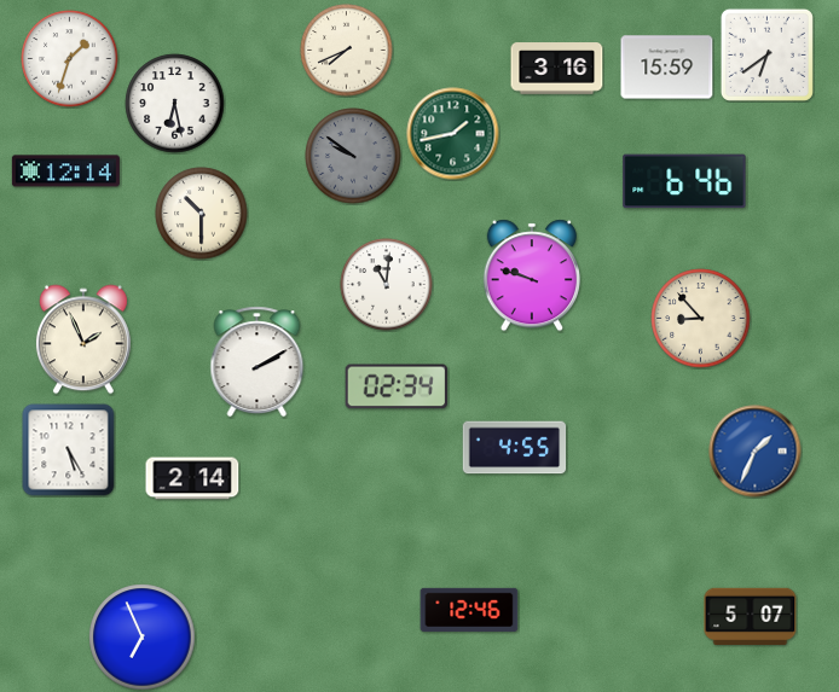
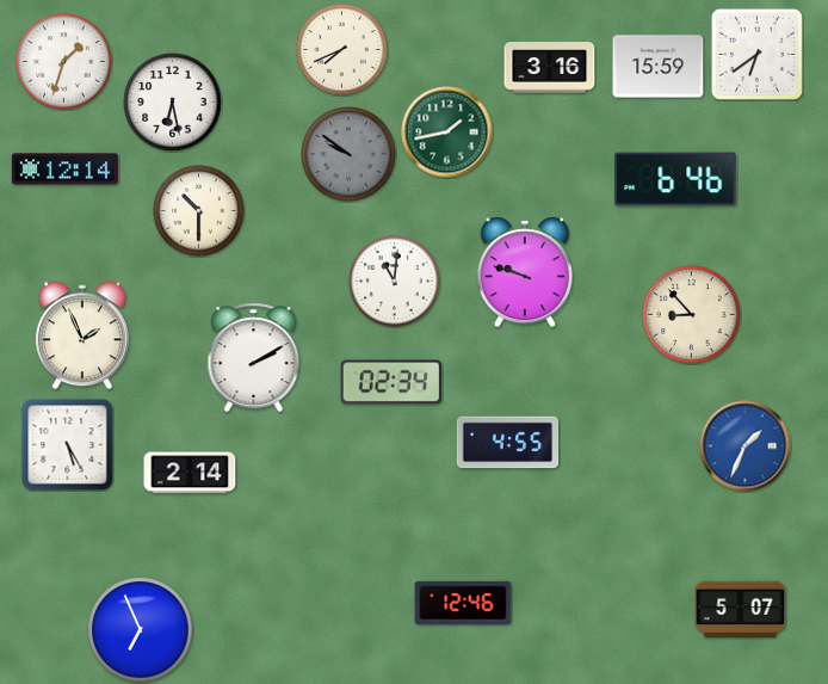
clock at (70, 59) position: (70, 59) -> (64, 62)
clock at (387, 285) position: (387, 285) -> (395, 282)
